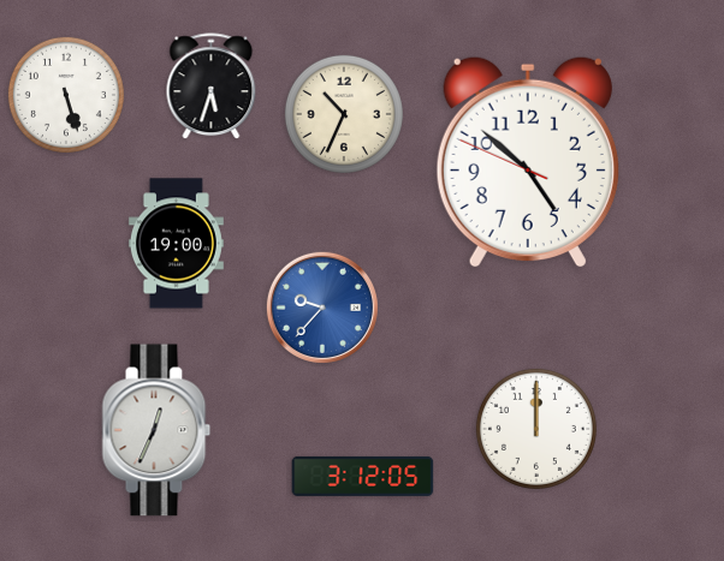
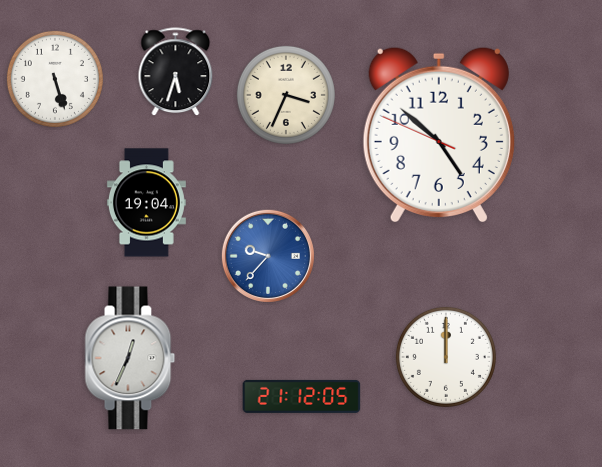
clock at (344, 114): 10:34 -> 3:34
clock at (176, 244): 19:00 -> 19:04
clock at (363, 476): 3:12 -> 21:12
